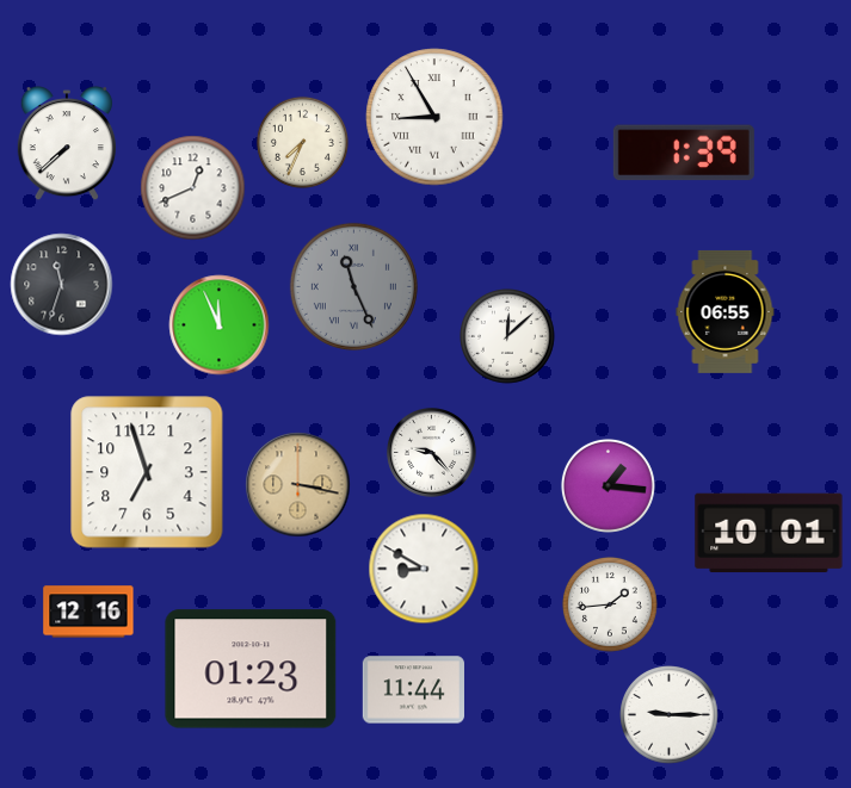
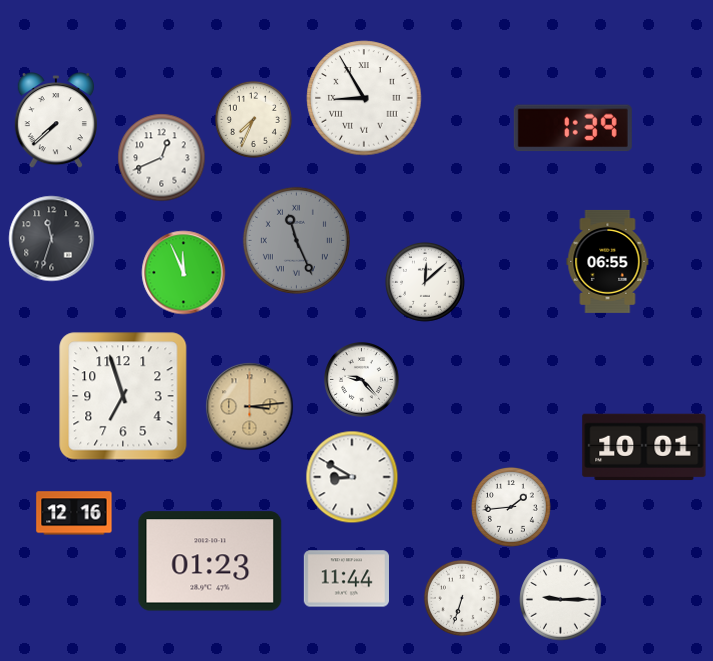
clock at (298, 485): 3:17 -> 3:14
clock at (608, 485): 1:16 -> none
clock at (424, 569) position: (424, 569) -> (352, 477)
clock at (462, 598): none -> 6:33
